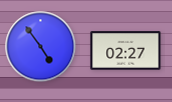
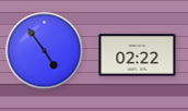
clock at (126, 51): 02:27 -> 02:22
